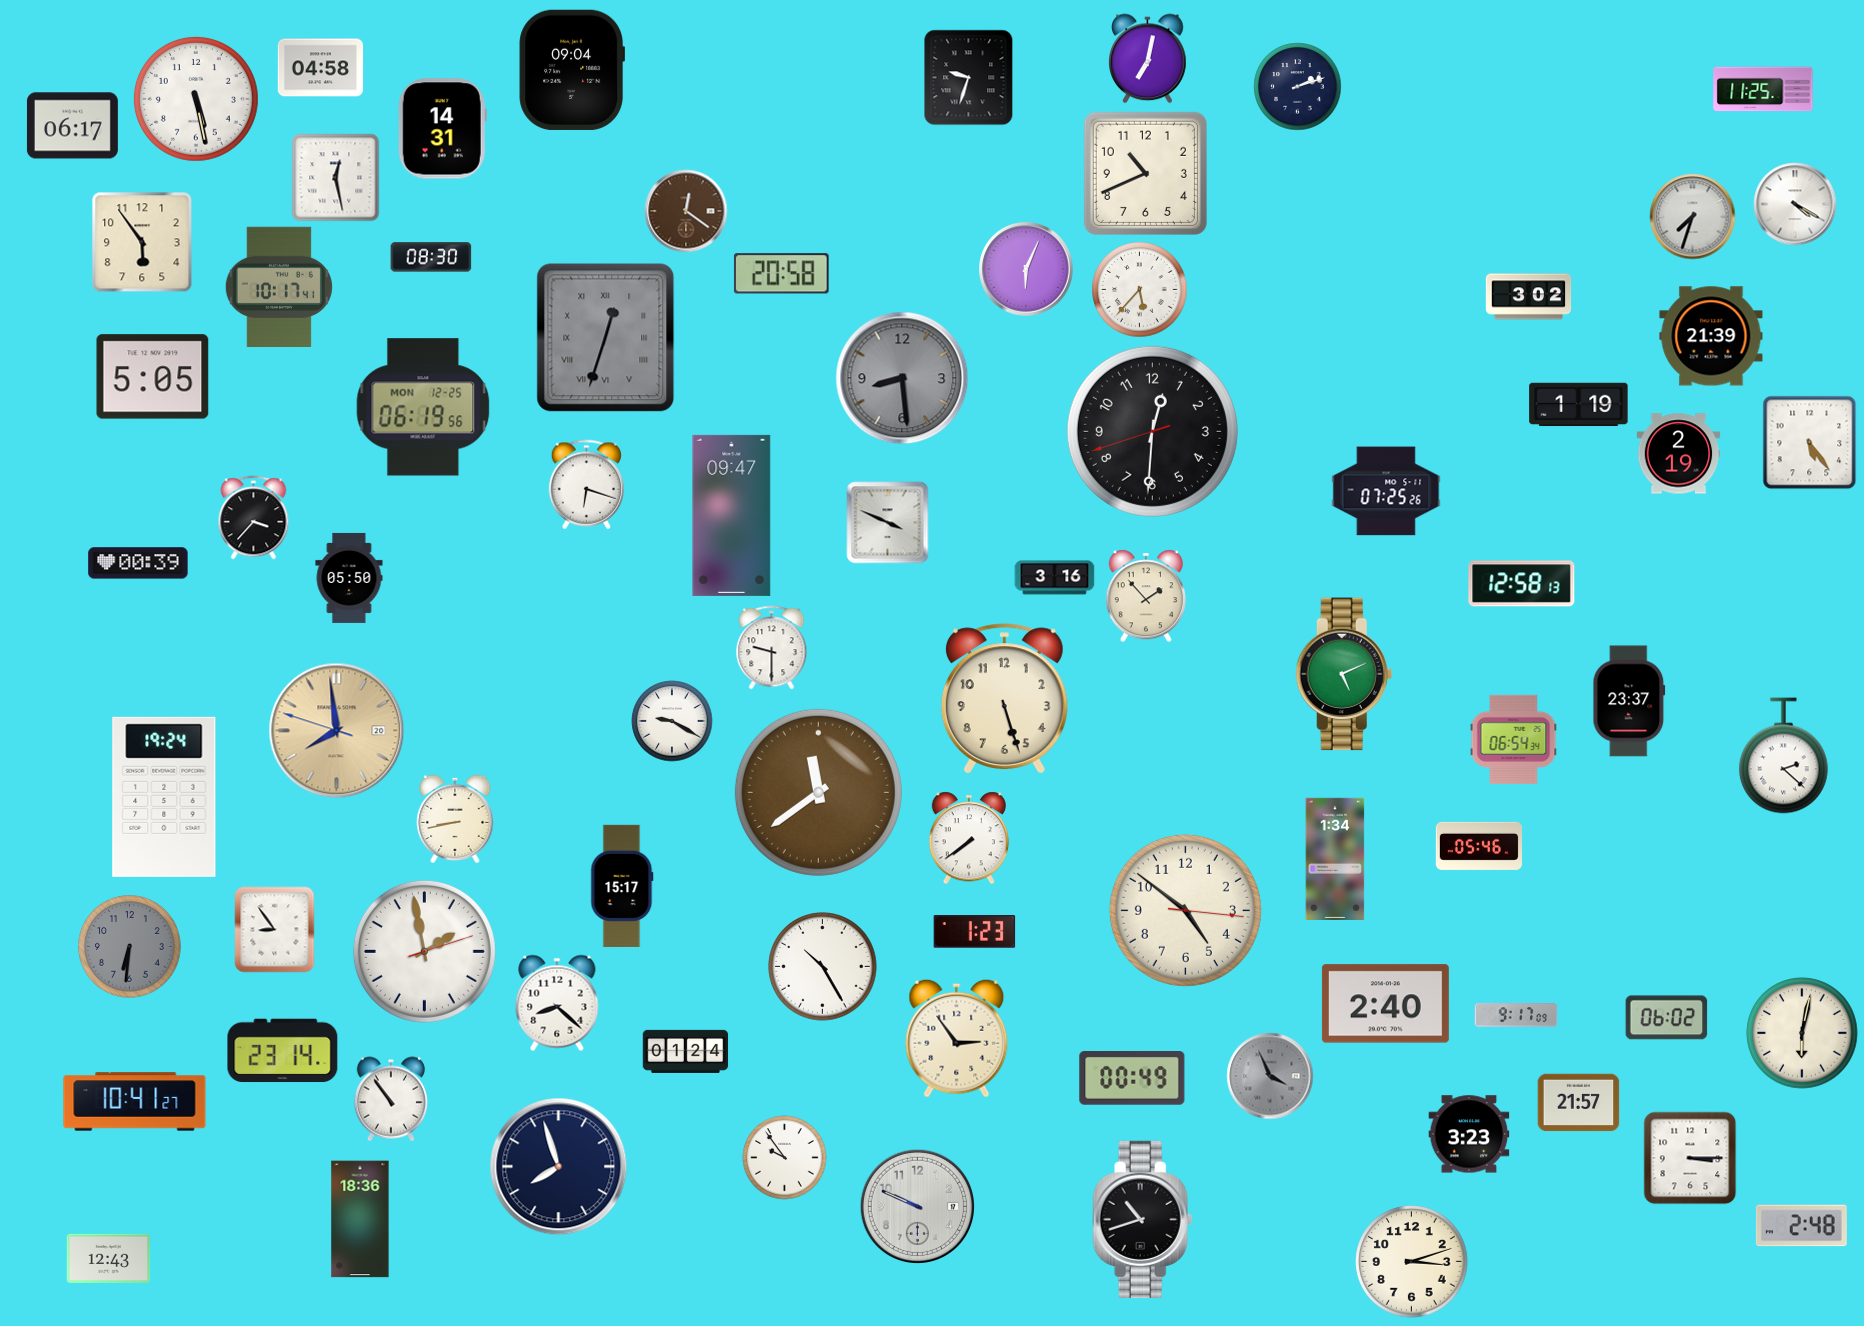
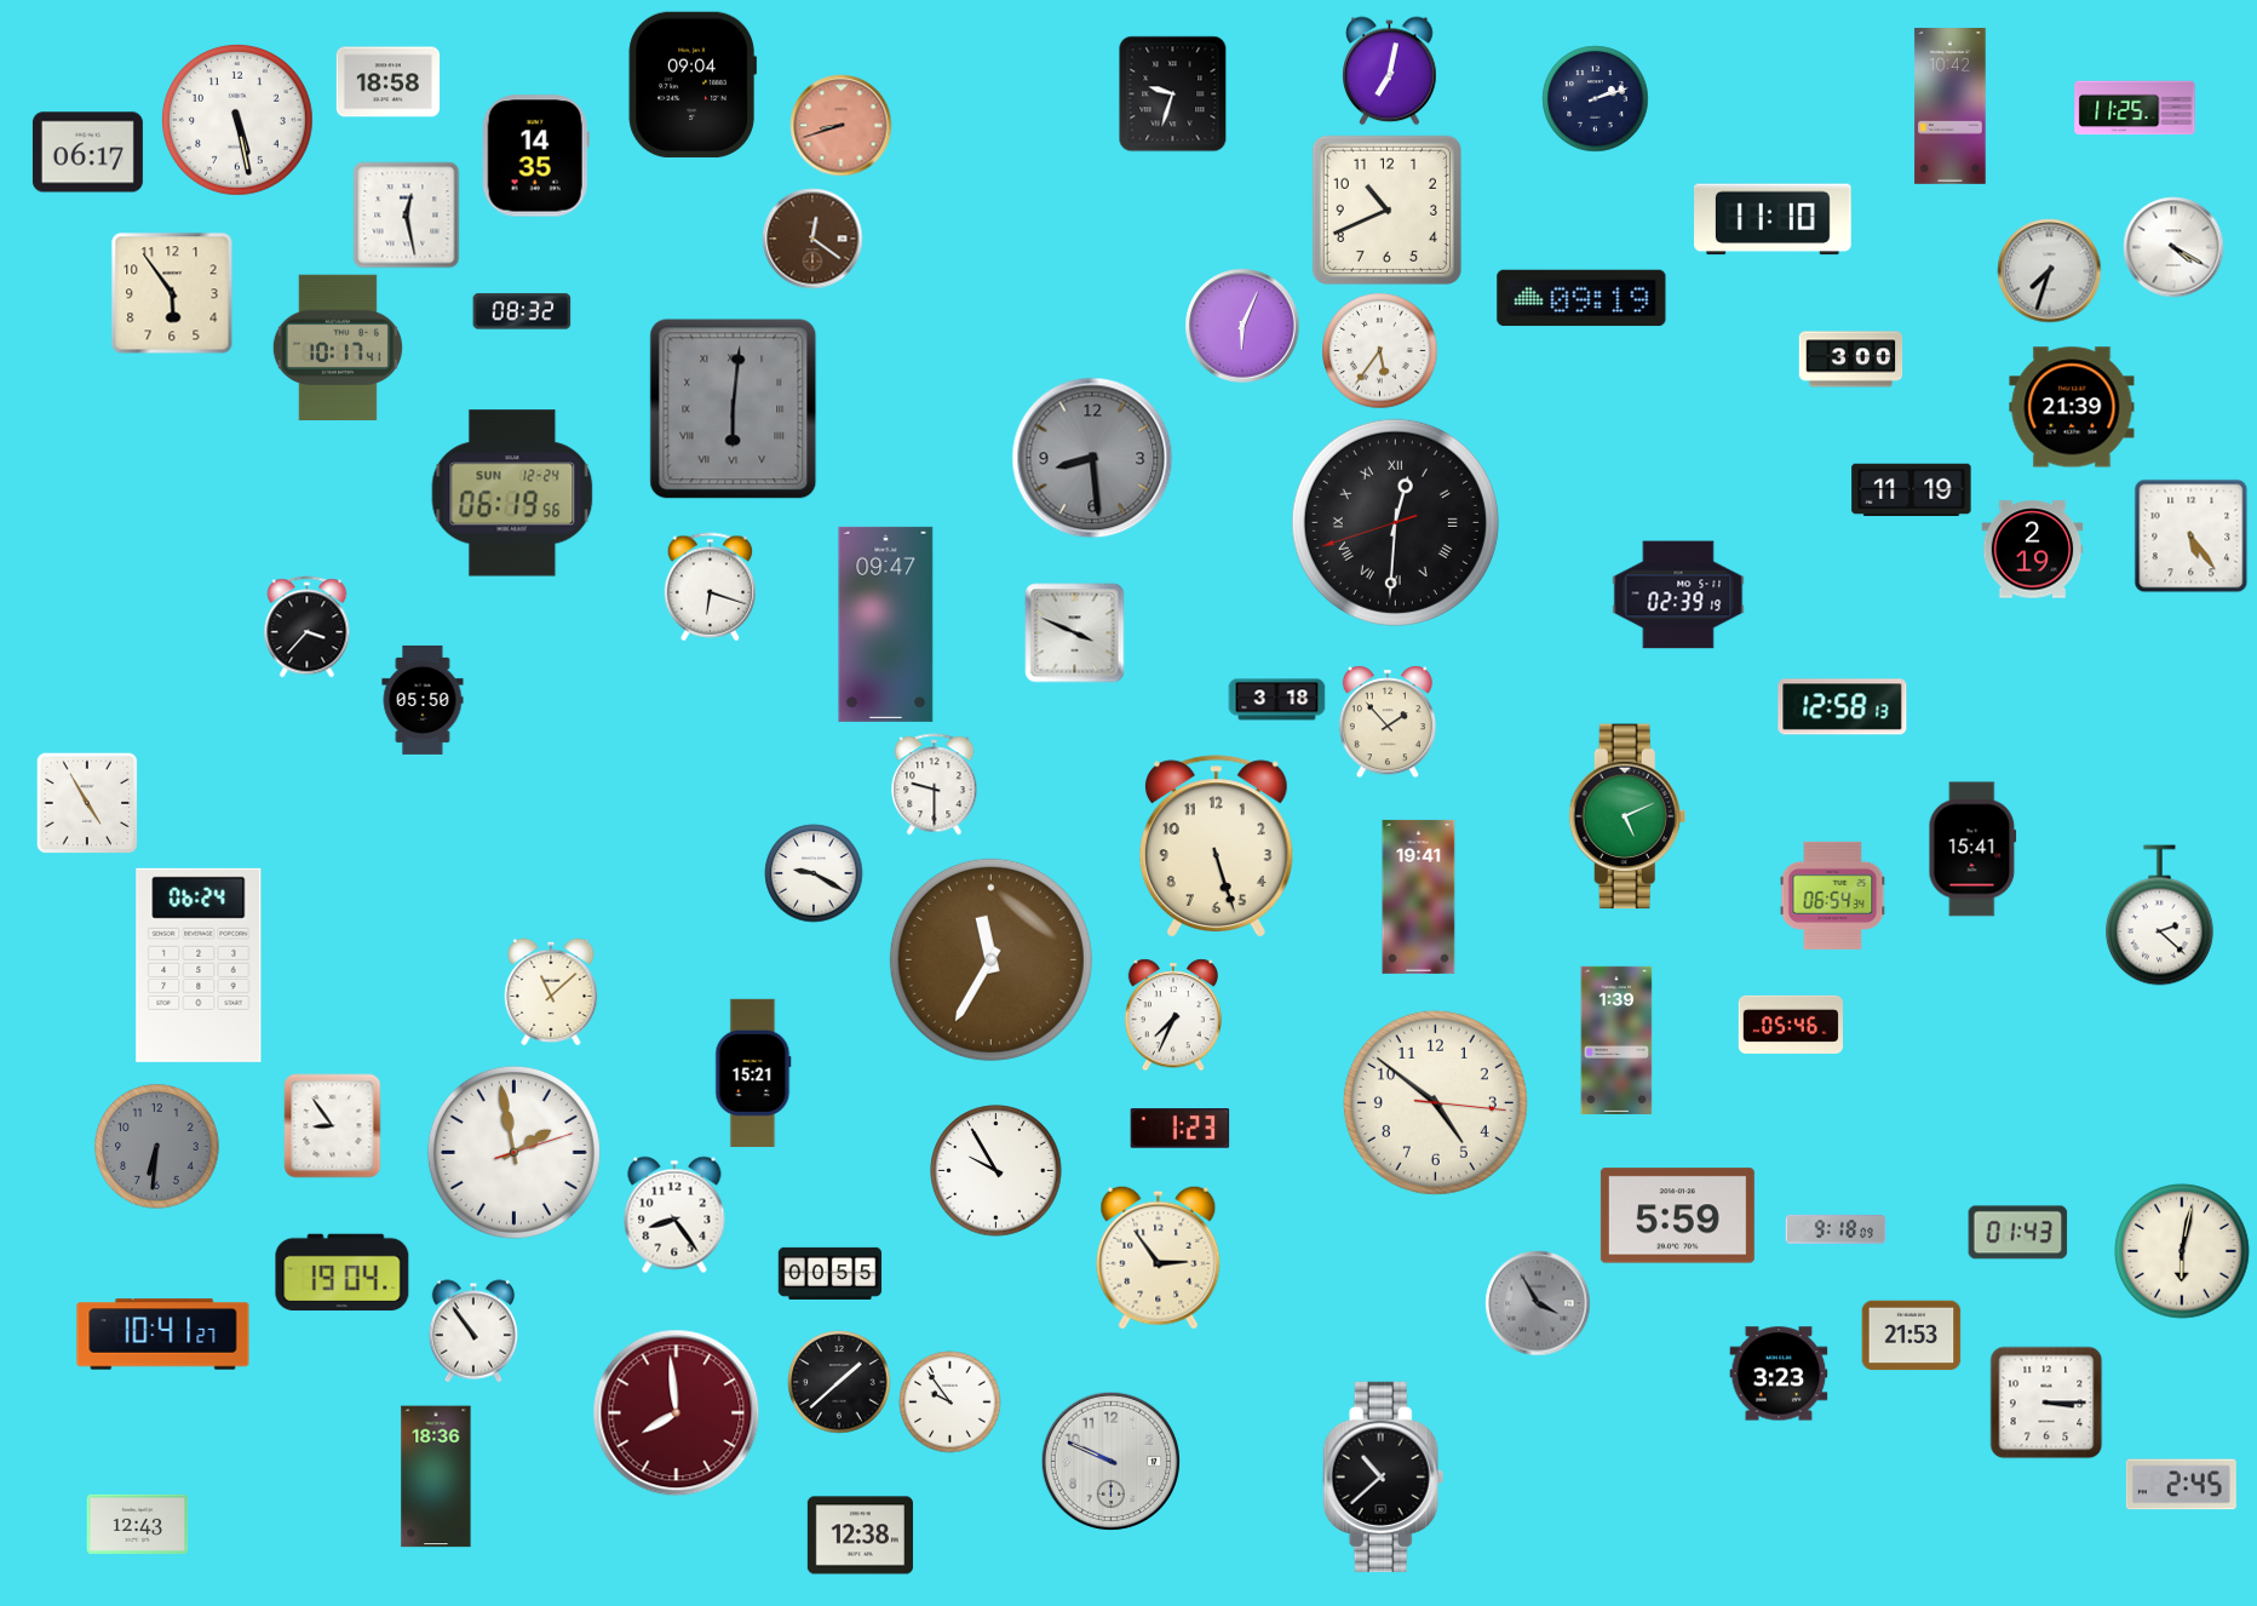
clock at (321, 68): 04:58 -> 18:58
clock at (1298, 87) position: (1298, 87) -> (1596, 99)
clock at (1951, 107): none -> 10:42
clock at (842, 126): none -> 8:42
clock at (442, 129): 14:31 -> 14:35
clock at (1774, 219): none -> 11:10
clock at (686, 211) position: (686, 211) -> (812, 239)
clock at (1693, 217) position: (1693, 217) -> (2050, 271)
clock at (1581, 298): none -> 09:19
clock at (431, 257): 08:30 -> 08:32
clock at (781, 274): 20:58 -> none
clock at (1140, 290): 5:37 -> 5:36
clock at (1529, 297): 3:02 -> 3:00
clock at (606, 338): 12:33 -> 6:01
clock at (153, 377): 5:05 -> none
clock at (1579, 405): 1:19 -> 11:19
clock at (423, 407) date: MON 12-25 -> SUN 12-24
clock at (1152, 431) numerals: Arabic -> Roman
clock at (1386, 491): 07:25 -> 02:39
clock at (138, 563): 00:39 -> none
clock at (1055, 578): 3:16 -> 3:18
clock at (87, 803): none -> 4:55
clock at (1629, 701): 23:37 -> 15:41
clock at (337, 731): 7:58 -> none
clock at (1419, 896): none -> 19:41
clock at (818, 792): 11:39 -> 11:35
clock at (164, 797): 19:24 -> 06:24
clock at (455, 819): 8:43 -> 11:08
clock at (969, 838): 7:39 -> 7:34
clock at (1335, 858): 1:34 -> 1:39
clock at (622, 886): 15:17 -> 15:21
clock at (823, 967): 10:25 -> 9:55
clock at (557, 1003): 8:22 -> 8:24
clock at (1385, 1004): 2:40 -> 5:59
clock at (1516, 1015): 9:17 -> 9:18
clock at (1667, 1018): 06:02 -> 01:43
clock at (283, 1051): 23:14 -> 19:04
clock at (686, 1051): 01:24 -> 00:55
clock at (1270, 1076): 3:56 -> 3:55
clock at (1132, 1079): 00:49 -> none
clock at (1579, 1103): 21:57 -> 21:53
clock at (839, 1382): none -> 1:38
clock at (559, 1167): 7:57 -> 7:59
clock at (559, 1167) dial: navy -> burgundy
clock at (1143, 1219): 10:42 -> 10:38
clock at (1801, 1226): 2:48 -> 2:45
clock at (109, 1258) position: (109, 1258) -> (138, 1524)
clock at (1412, 1262): 3:12 -> none
clock at (860, 1536): none -> 12:38
